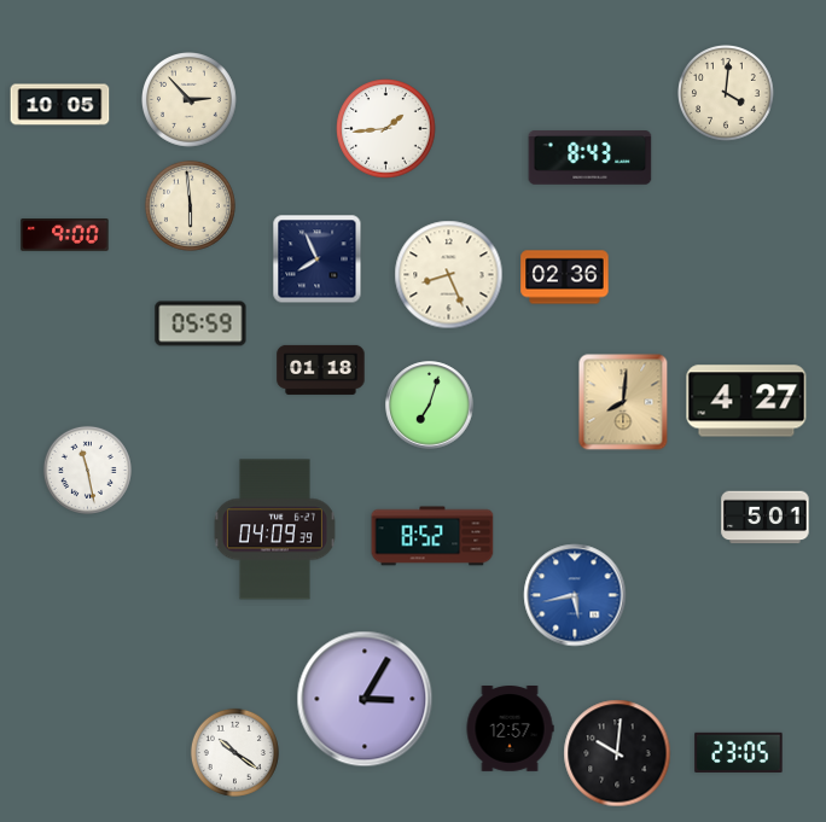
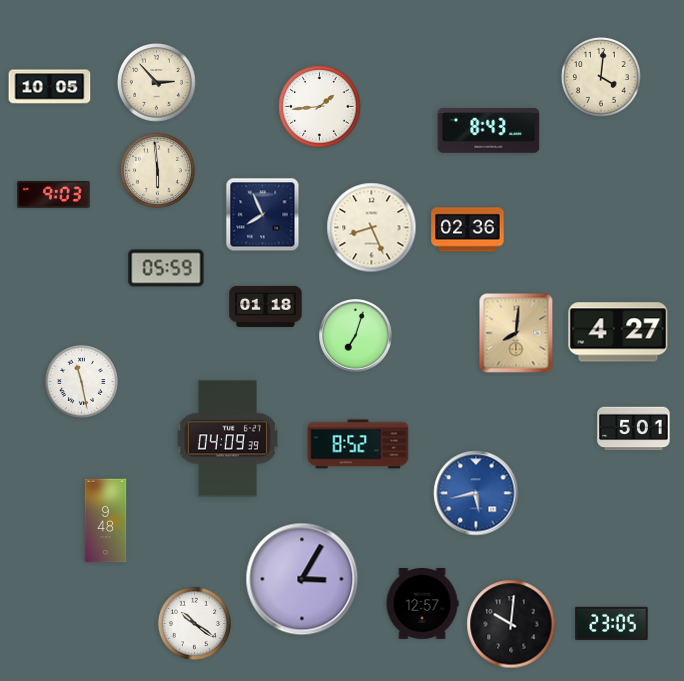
clock at (65, 235): 9:00 -> 9:03
clock at (87, 470) position: (87, 470) -> (81, 381)
clock at (106, 521): none -> 9:48
